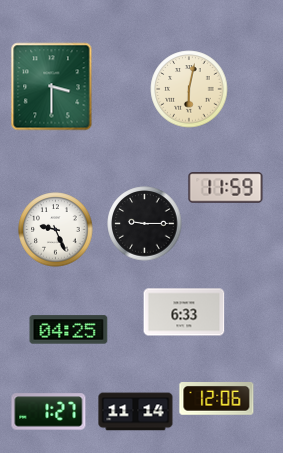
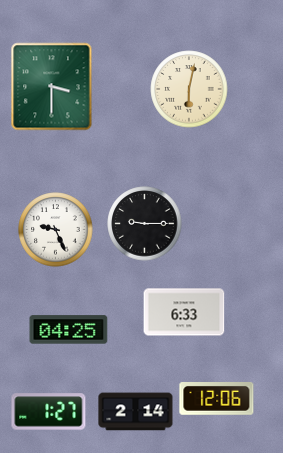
clock at (226, 188): 11:59 -> none
clock at (136, 412): 11:14 -> 2:14
